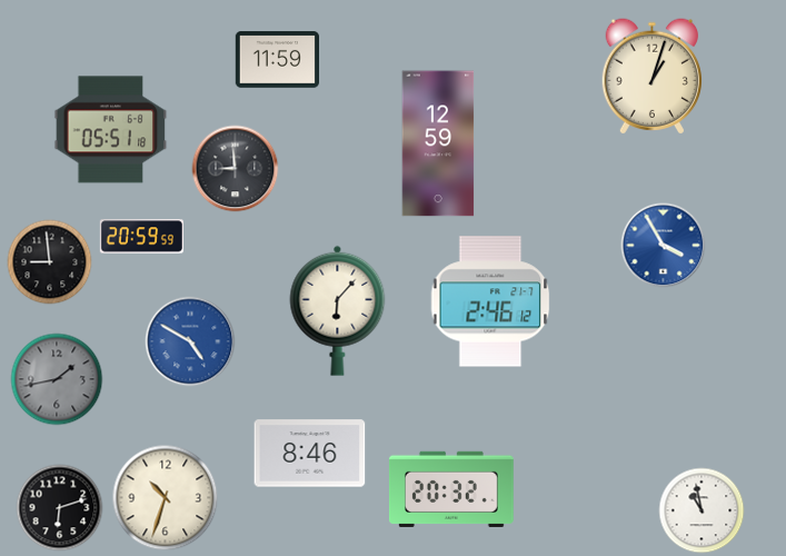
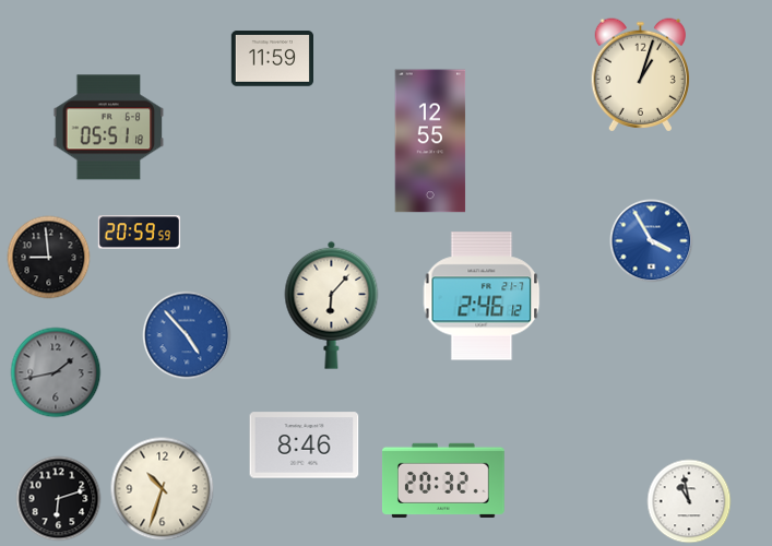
clock at (438, 143): 12:59 -> 12:55
clock at (236, 169): 8:59 -> none
clock at (190, 341): 4:50 -> 4:53
